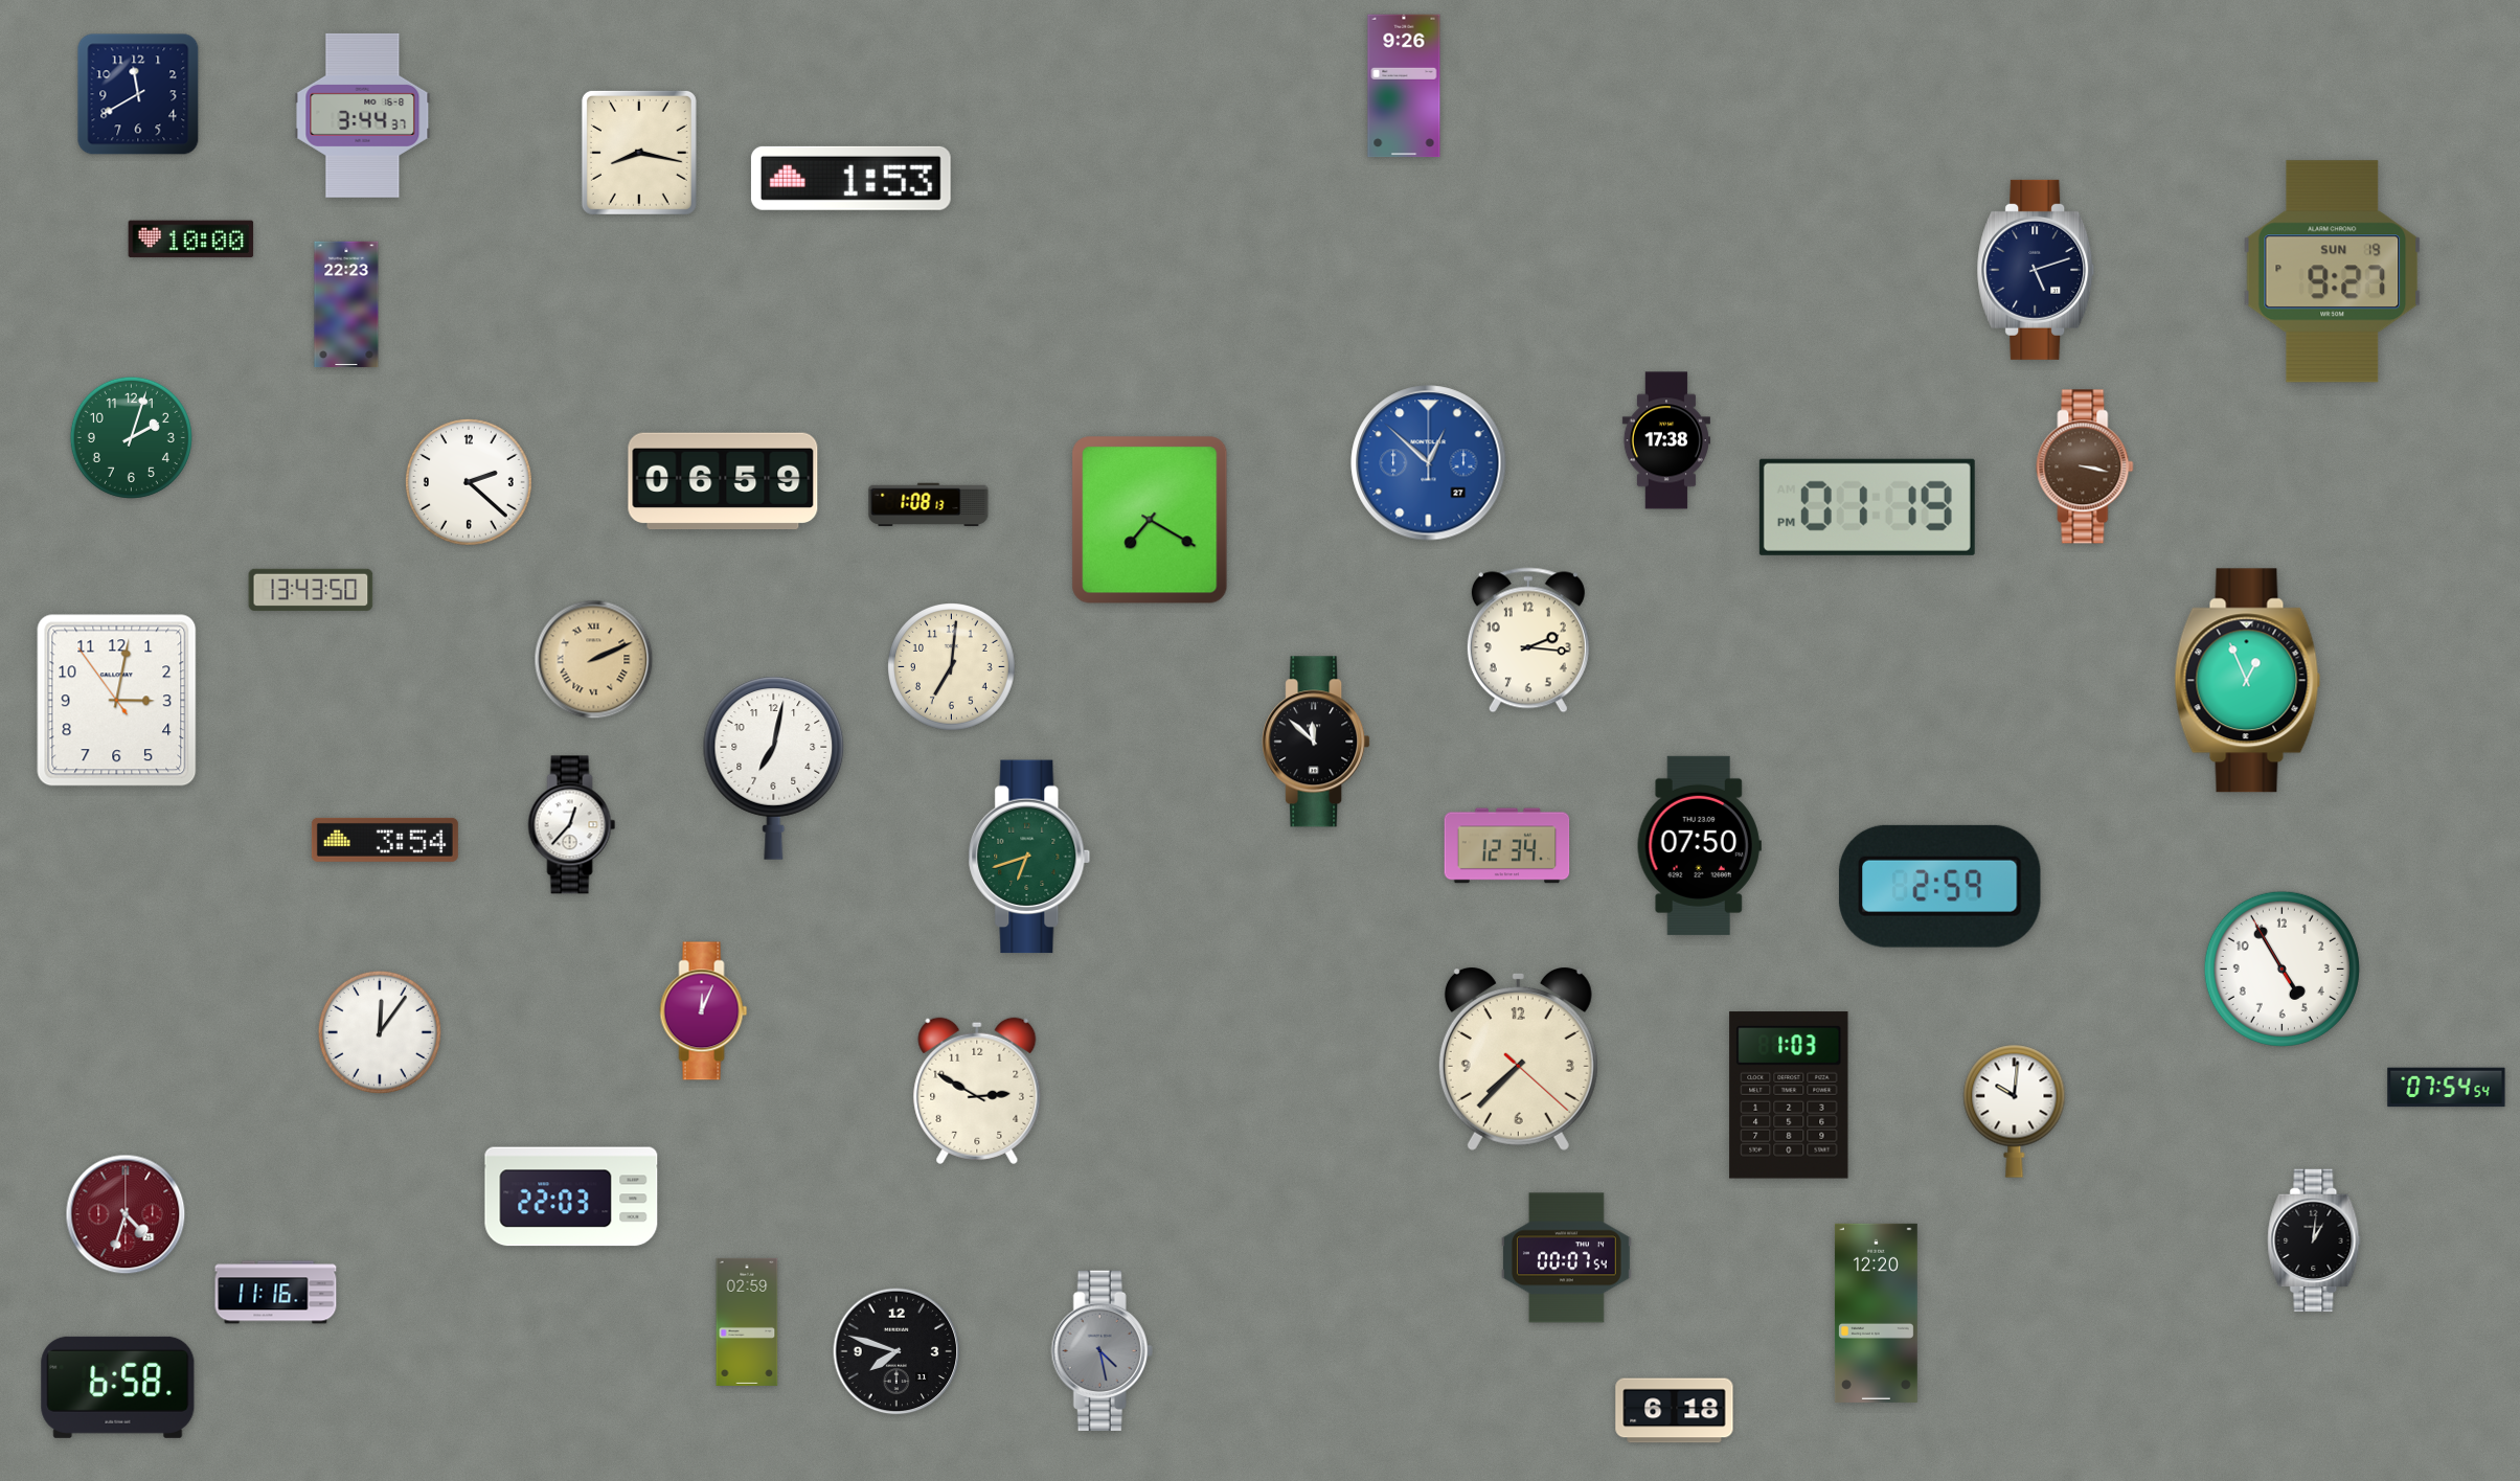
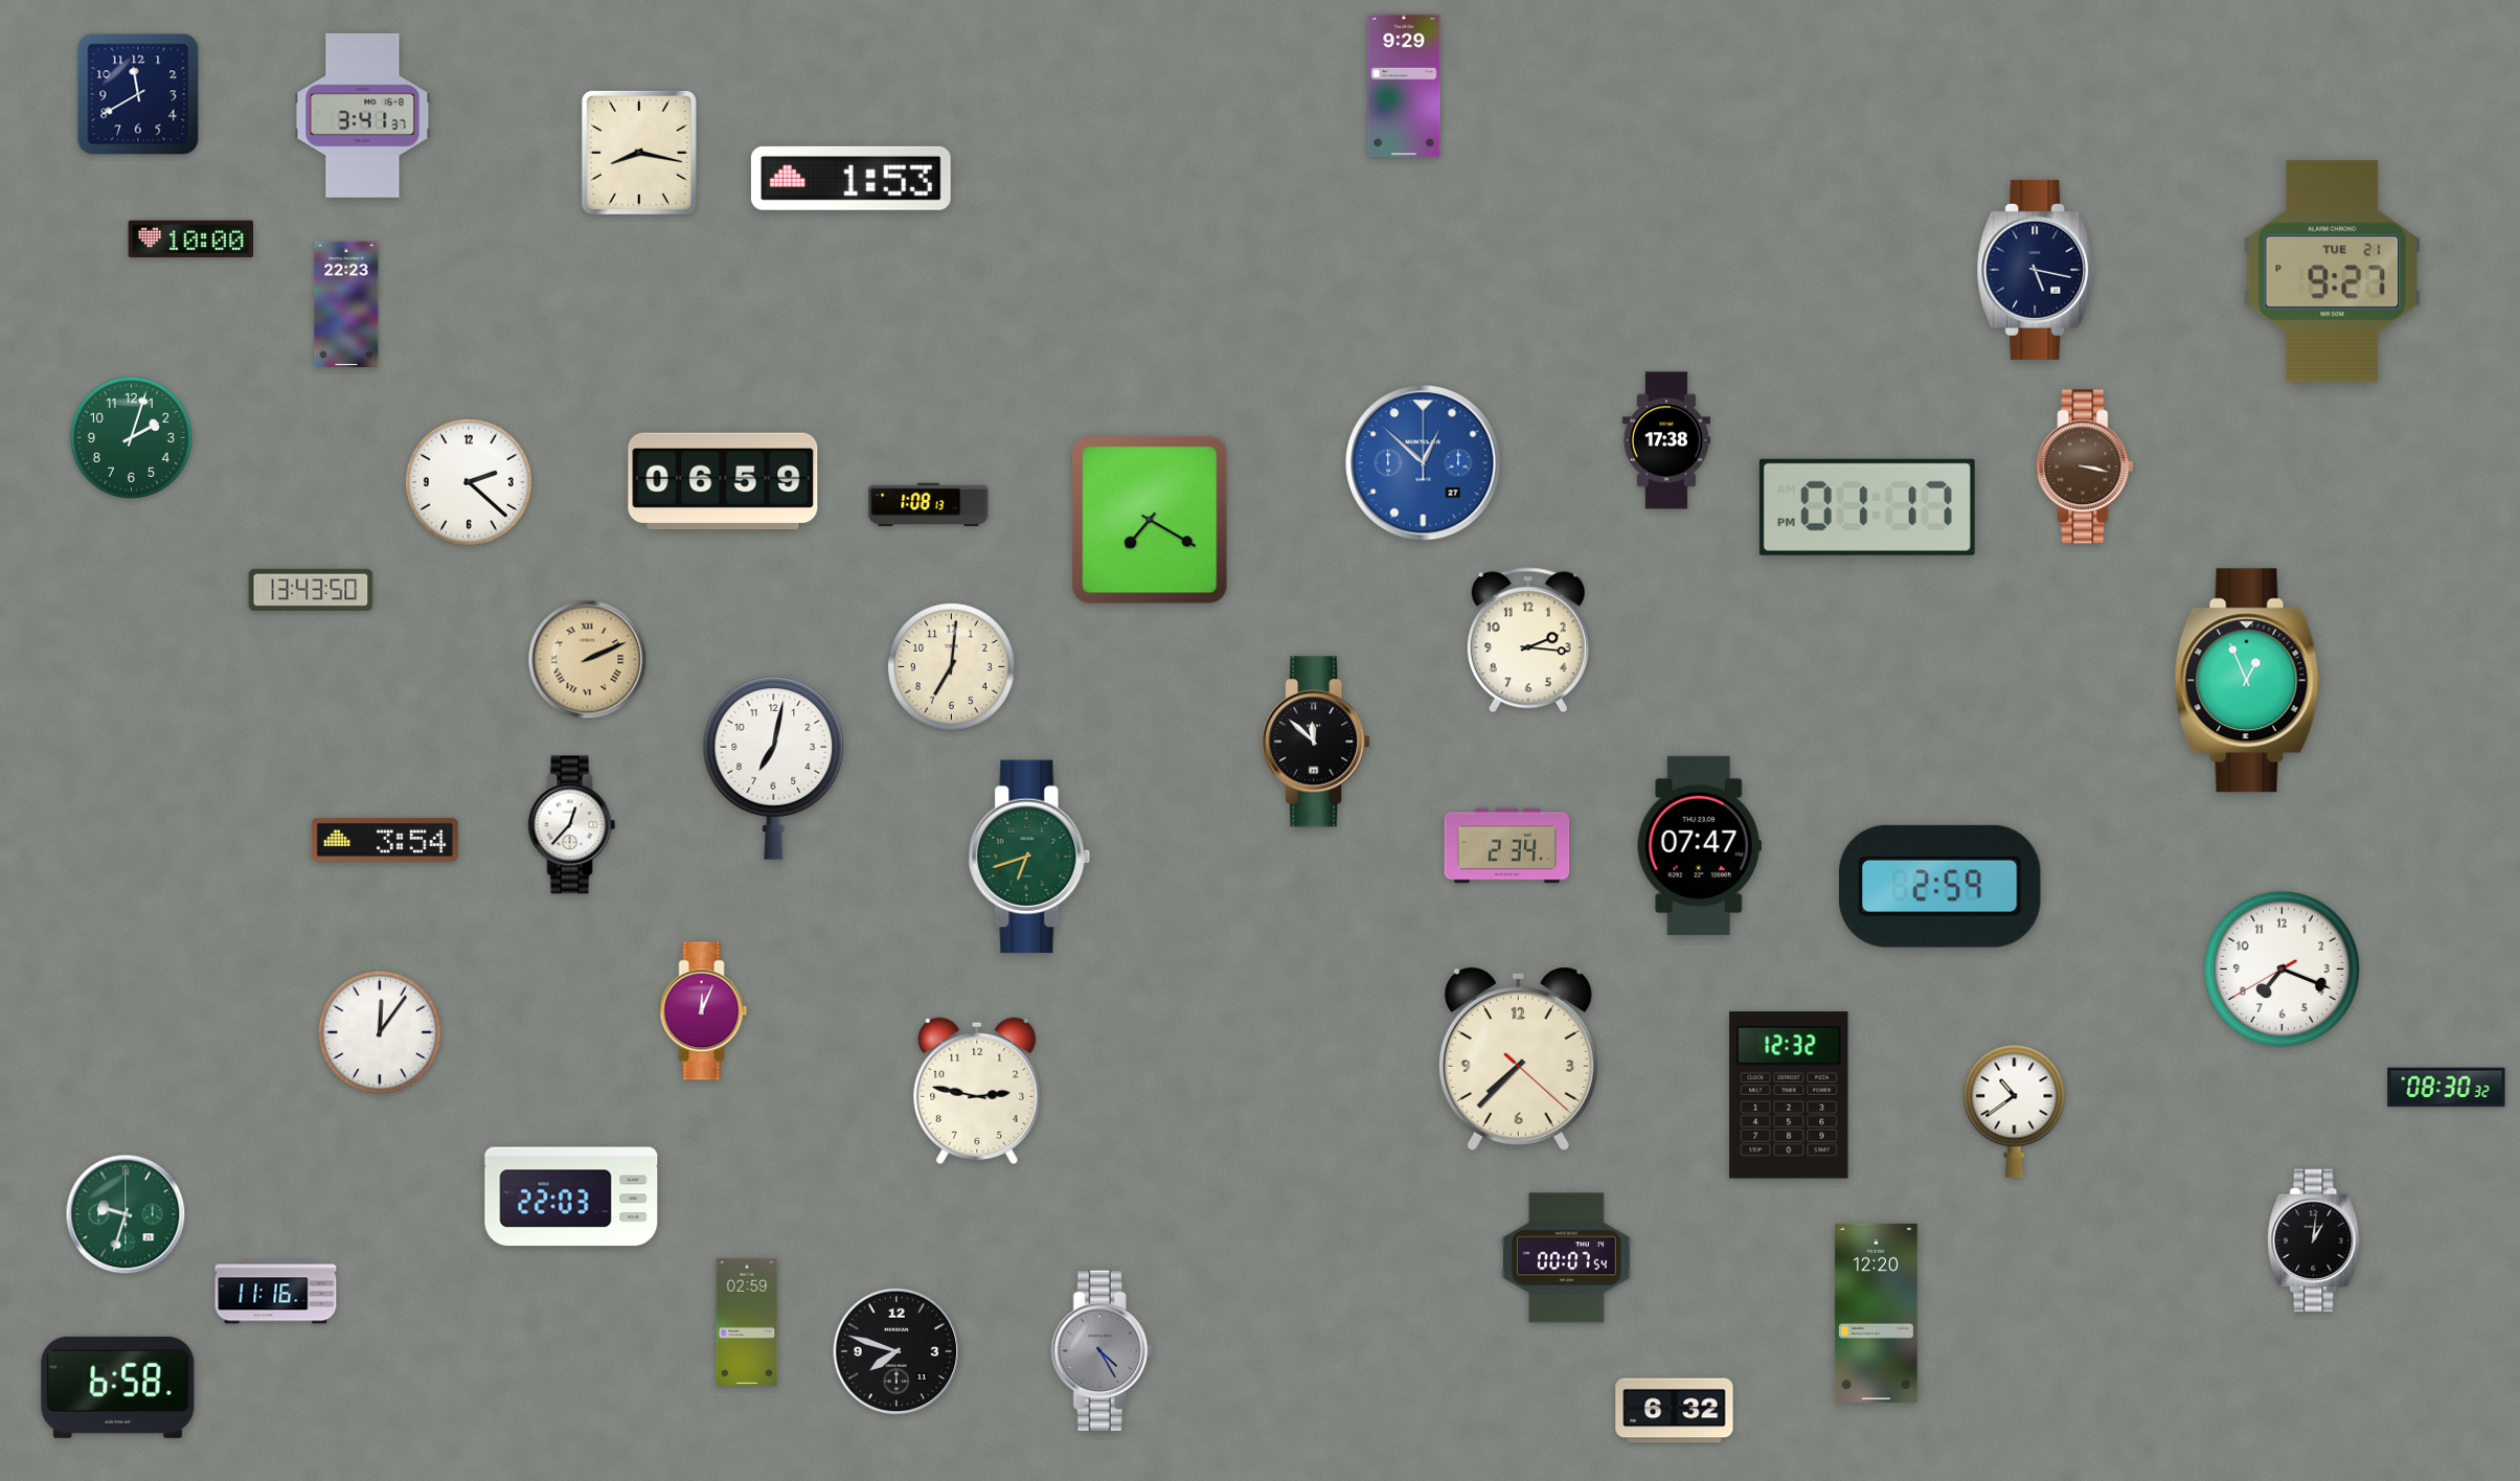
clock at (1404, 86): 9:26 -> 9:29
clock at (363, 115): 3:44 -> 3:41
clock at (2036, 270): 5:12 -> 5:17
clock at (2333, 272) date: SUN 19 -> TUE 21
clock at (1429, 463) position: (1429, 463) -> (1424, 463)
clock at (1867, 507): 01:19 -> 01:17
clock at (594, 660) position: (594, 660) -> (588, 660)
clock at (117, 701): 3:01 -> none
clock at (1699, 845): 07:50 -> 07:47
clock at (1507, 846): 12:34 -> 2:34
clock at (2281, 969): 4:54 -> 7:18
clock at (2447, 1088): 07:54 -> 08:30
clock at (977, 1091): 2:50 -> 2:47
clock at (1789, 1095): 1:03 -> 12:32
clock at (2015, 1111): 10:01 -> 10:39
clock at (126, 1214): 4:33 -> 9:33
clock at (126, 1214) dial: burgundy -> green
clock at (1102, 1350): 4:28 -> 4:25
clock at (1675, 1411): 6:18 -> 6:32
